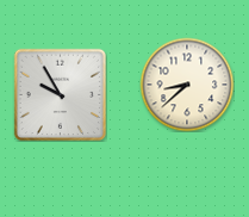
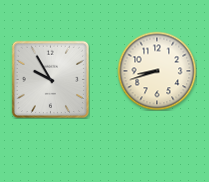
clock at (187, 85): 8:38 -> 8:42
